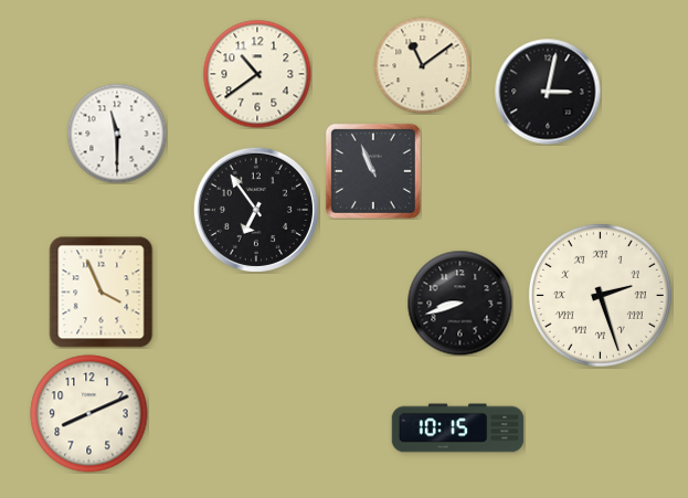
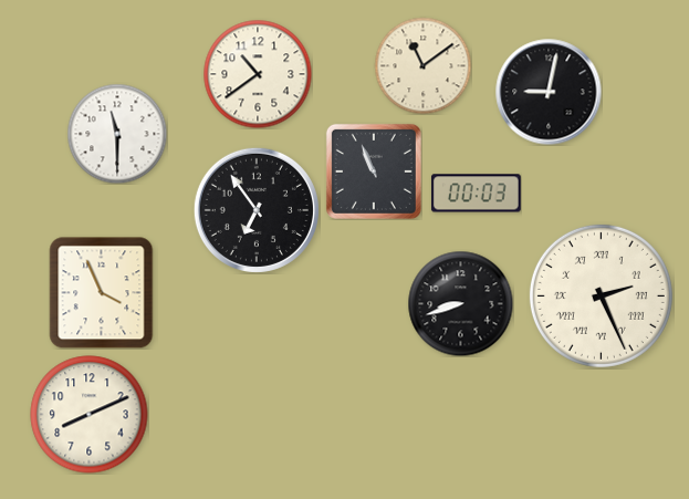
clock at (548, 92): 3:02 -> 9:02
clock at (476, 194): none -> 00:03
clock at (600, 295): 2:27 -> 2:26
clock at (458, 428): 10:15 -> none
